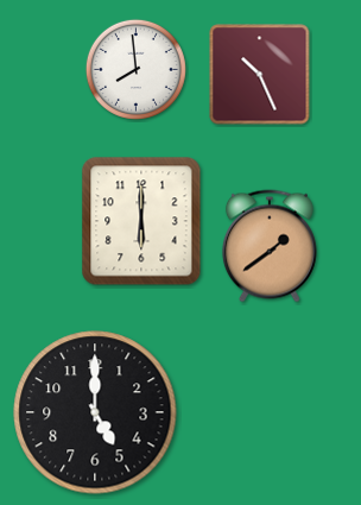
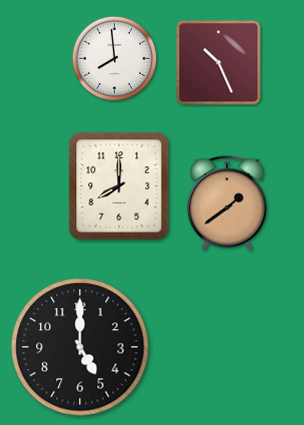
clock at (141, 221): 6:00 -> 8:00
clock at (270, 246) position: (270, 246) -> (227, 203)
